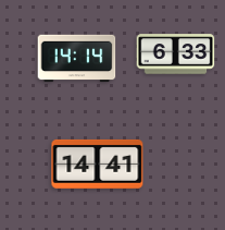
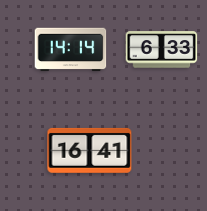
clock at (77, 59) position: (77, 59) -> (71, 50)
clock at (98, 164): 14:41 -> 16:41
